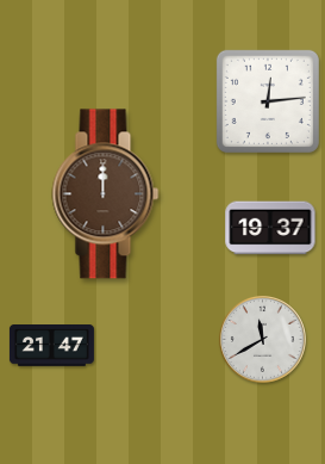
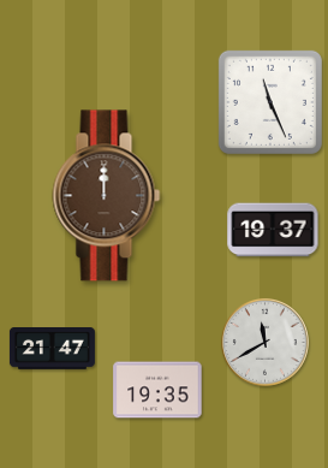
clock at (268, 101): 12:14 -> 11:26
clock at (157, 390): none -> 19:35
